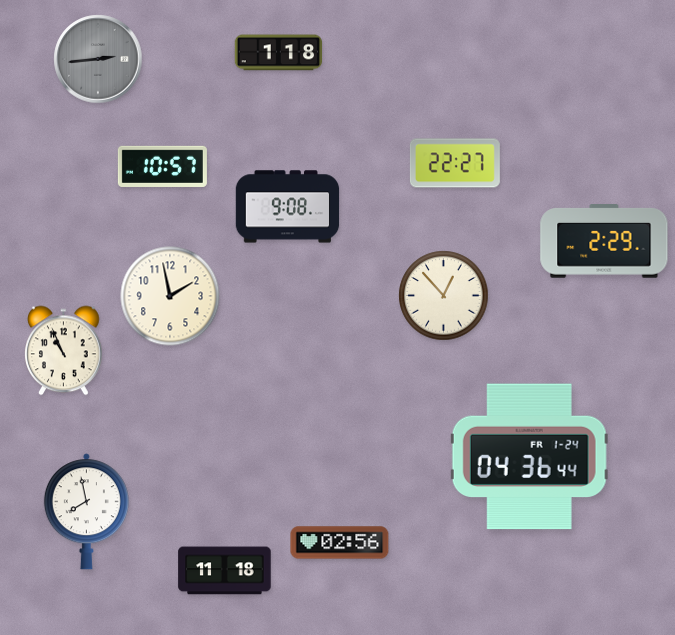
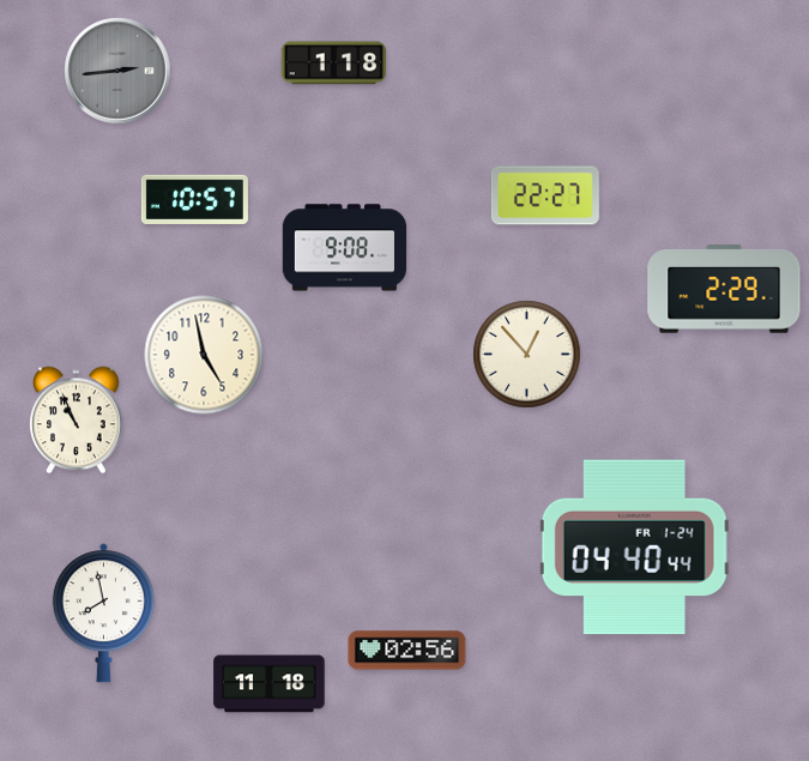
clock at (170, 296): 1:58 -> 4:58
clock at (444, 296) position: (444, 296) -> (527, 355)
clock at (529, 457): 04:36 -> 04:40
